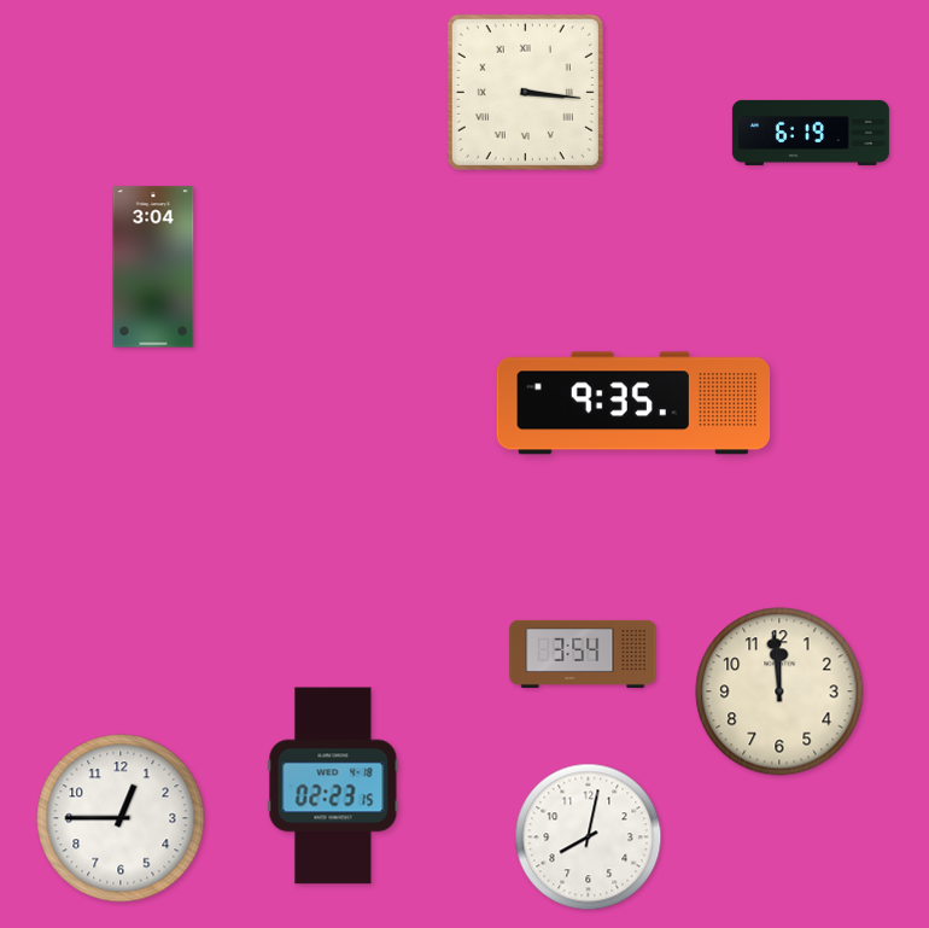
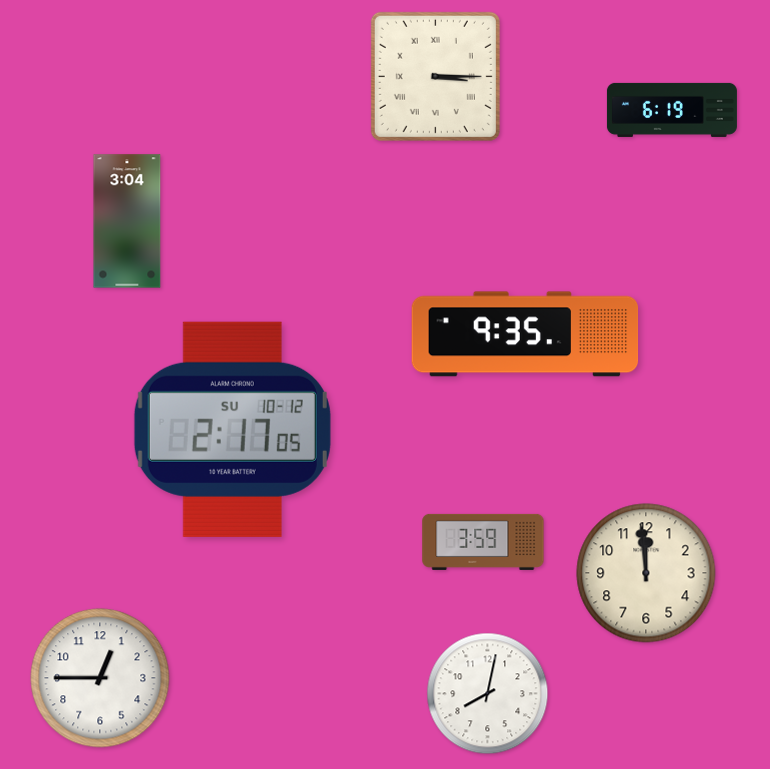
clock at (525, 92): 3:16 -> 3:15
clock at (232, 429): none -> 2:17
clock at (583, 654): 3:54 -> 3:59
clock at (333, 786): 02:23 -> none
